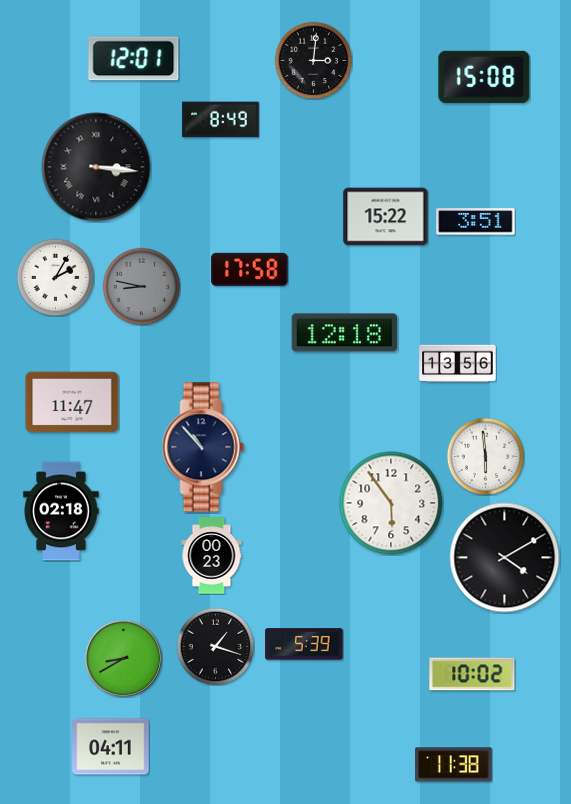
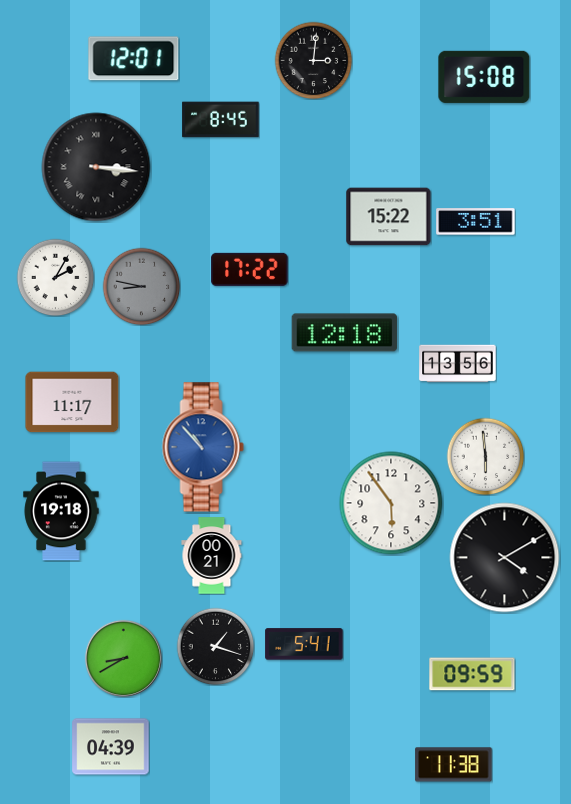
clock at (221, 120): 8:49 -> 8:45
clock at (386, 217) position: (386, 217) -> (389, 217)
clock at (250, 269): 17:58 -> 17:22
clock at (72, 402): 11:47 -> 11:17
clock at (203, 447) dial: navy -> blue
clock at (61, 511): 02:18 -> 19:18
clock at (212, 556): 00:23 -> 00:21
clock at (304, 644): 5:39 -> 5:41
clock at (472, 674): 10:02 -> 09:59
clock at (111, 747): 04:11 -> 04:39
